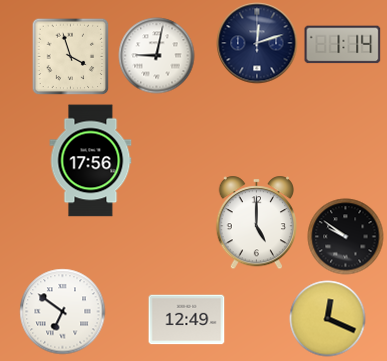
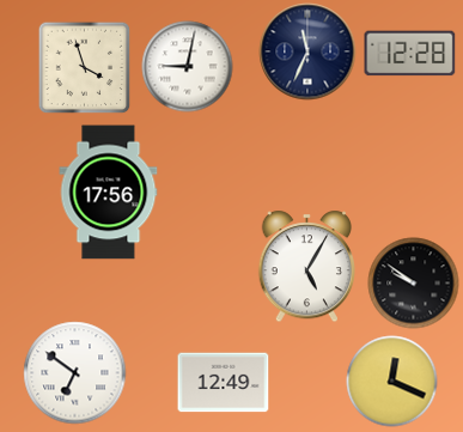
clock at (257, 43): 12:12 -> 11:34
clock at (343, 45): 1:14 -> 12:28
clock at (256, 223): 5:00 -> 5:05
